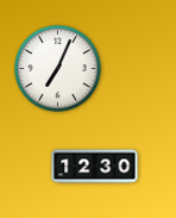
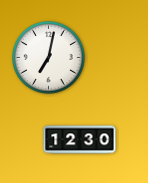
clock at (58, 69): 7:04 -> 7:02
